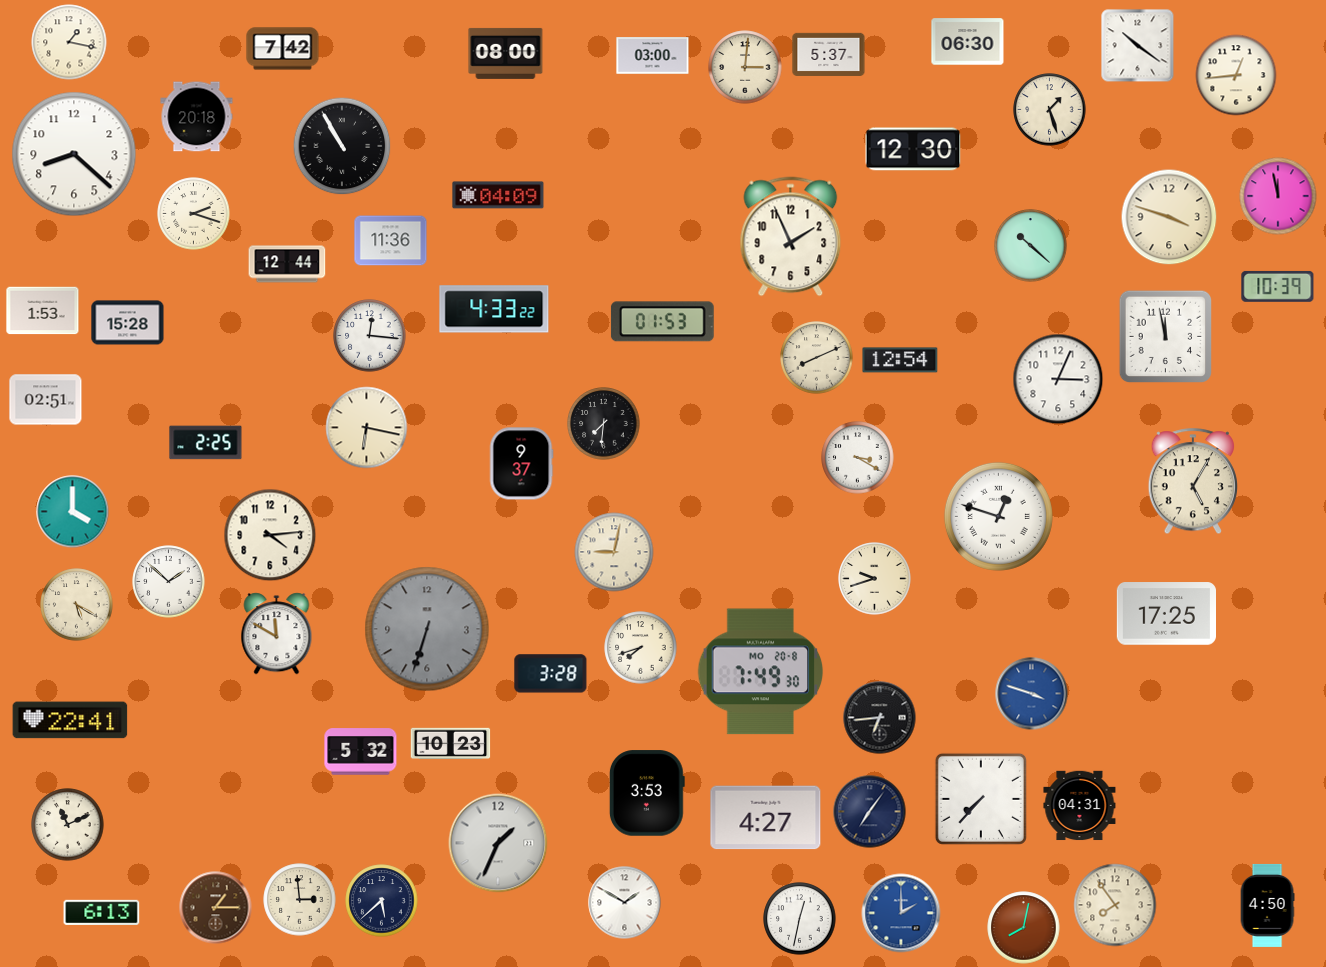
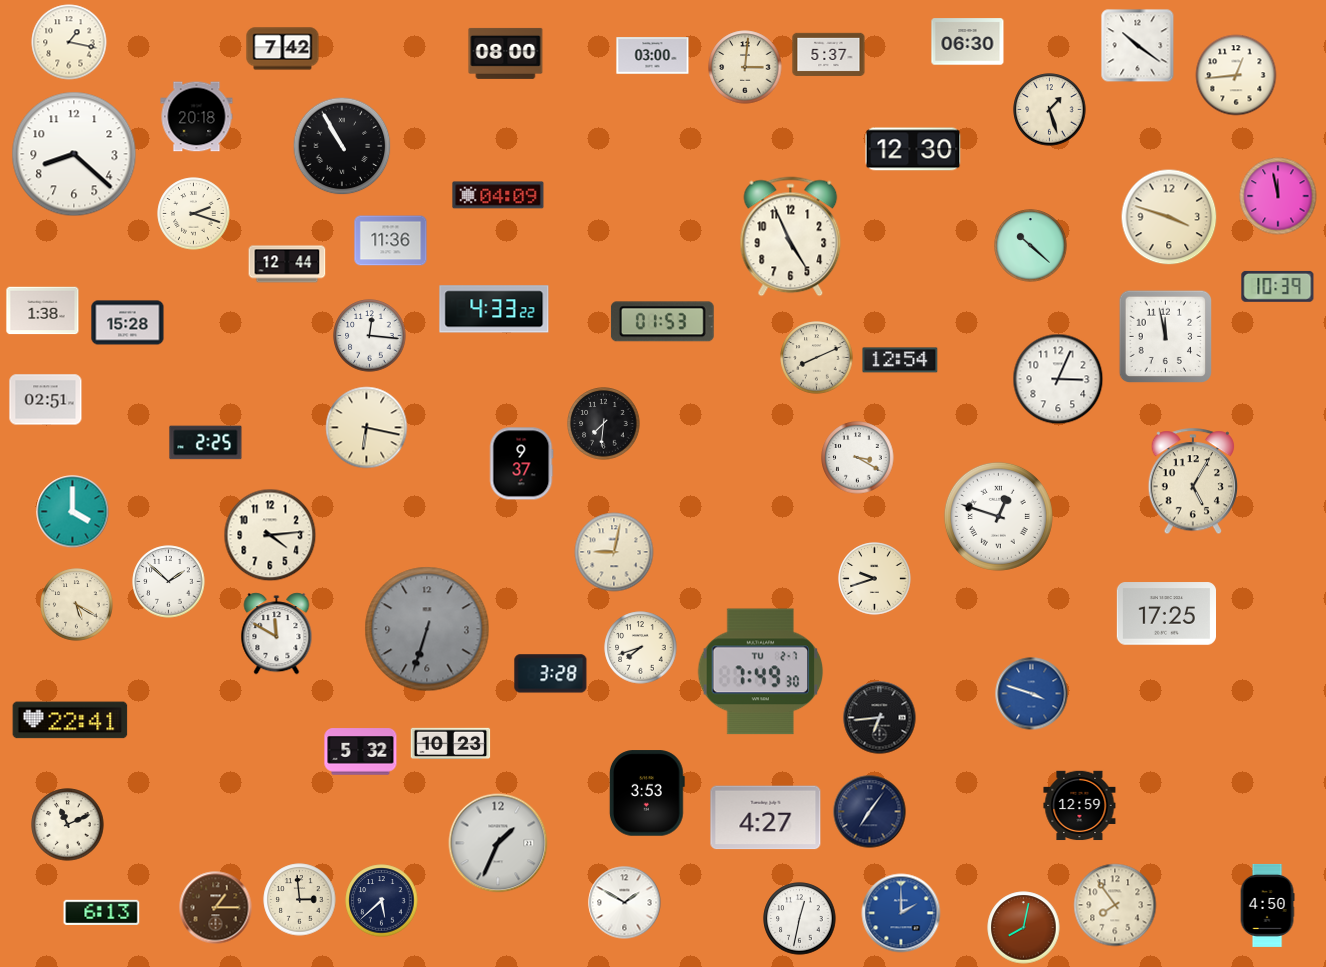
clock at (791, 237): 1:56 -> 4:56
clock at (43, 311): 1:53 -> 1:38
clock at (761, 672) date: MO 20-8 -> TU 2-7
clock at (981, 799): 7:37 -> none
clock at (1080, 806): 04:31 -> 12:59
